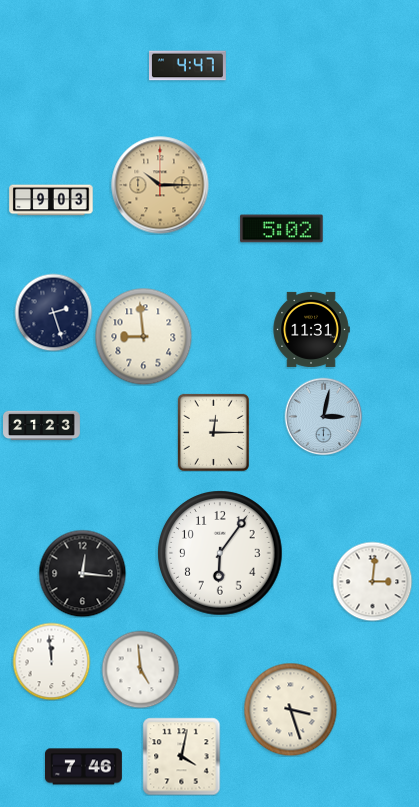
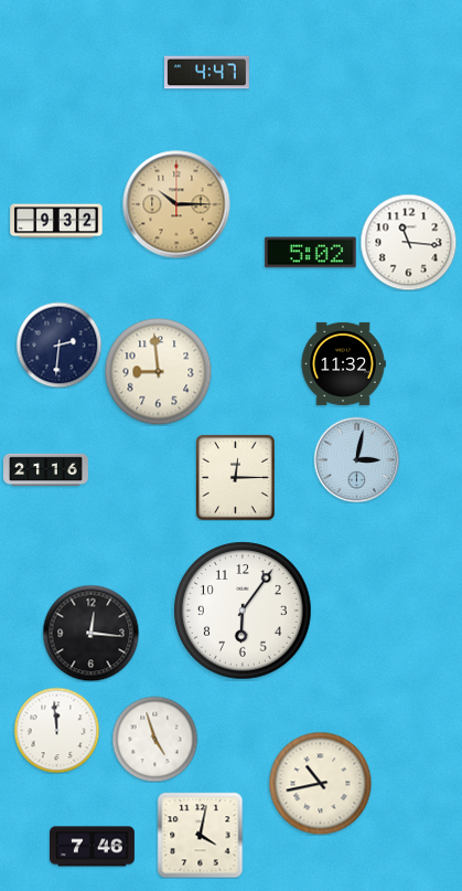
clock at (51, 200): 9:03 -> 9:32
clock at (408, 242): none -> 11:16
clock at (53, 312): 2:27 -> 2:31
clock at (311, 329): 11:31 -> 11:32
clock at (42, 426): 21:23 -> 21:16
clock at (372, 581): 3:01 -> none
clock at (140, 669): 4:59 -> 4:57
clock at (290, 709): 3:27 -> 10:43
